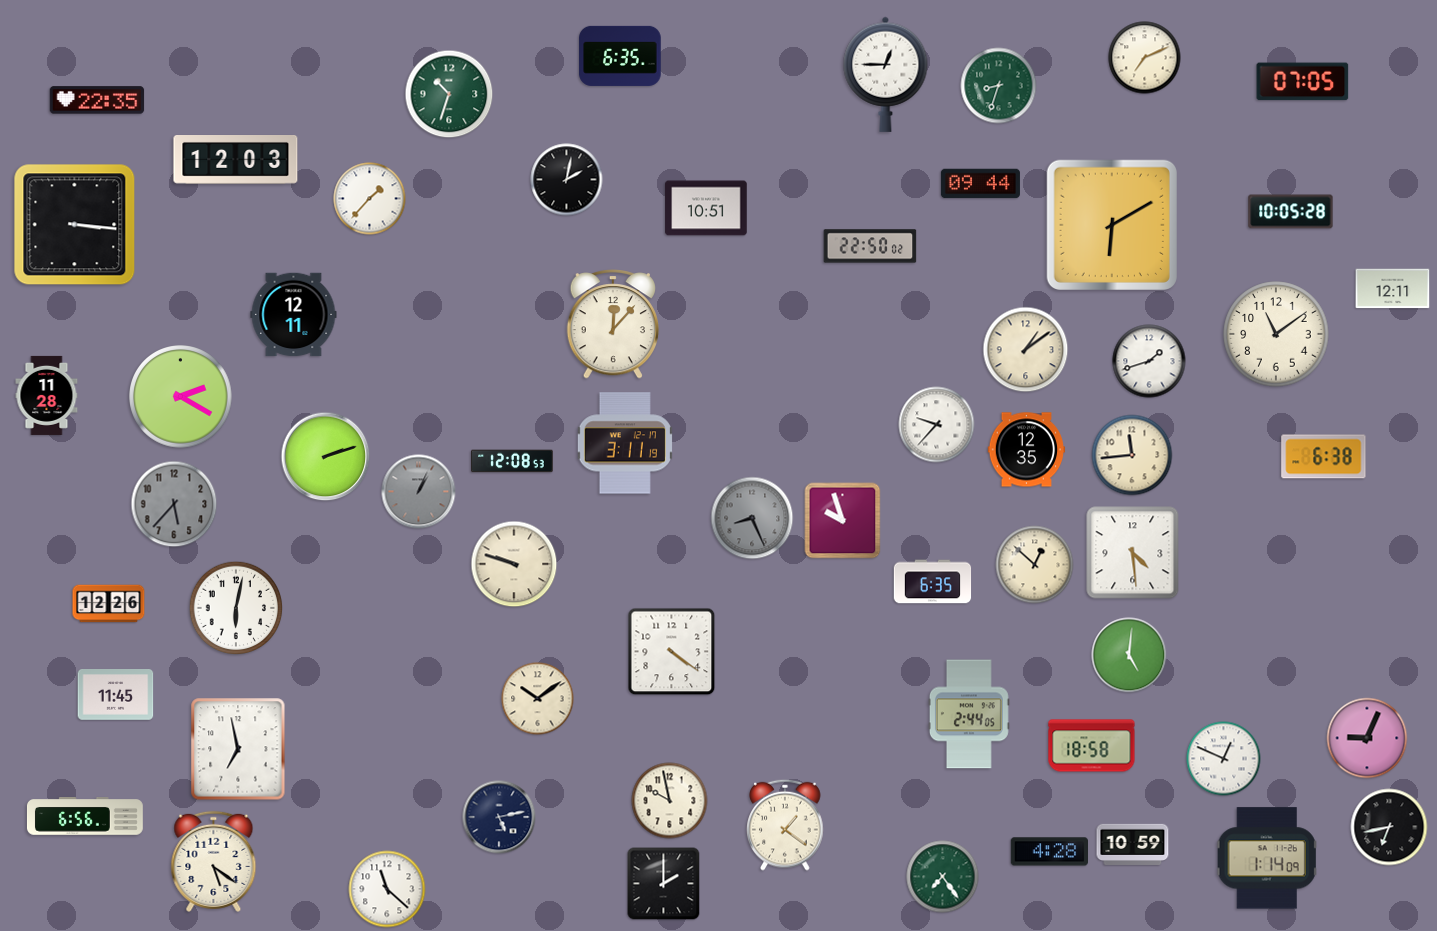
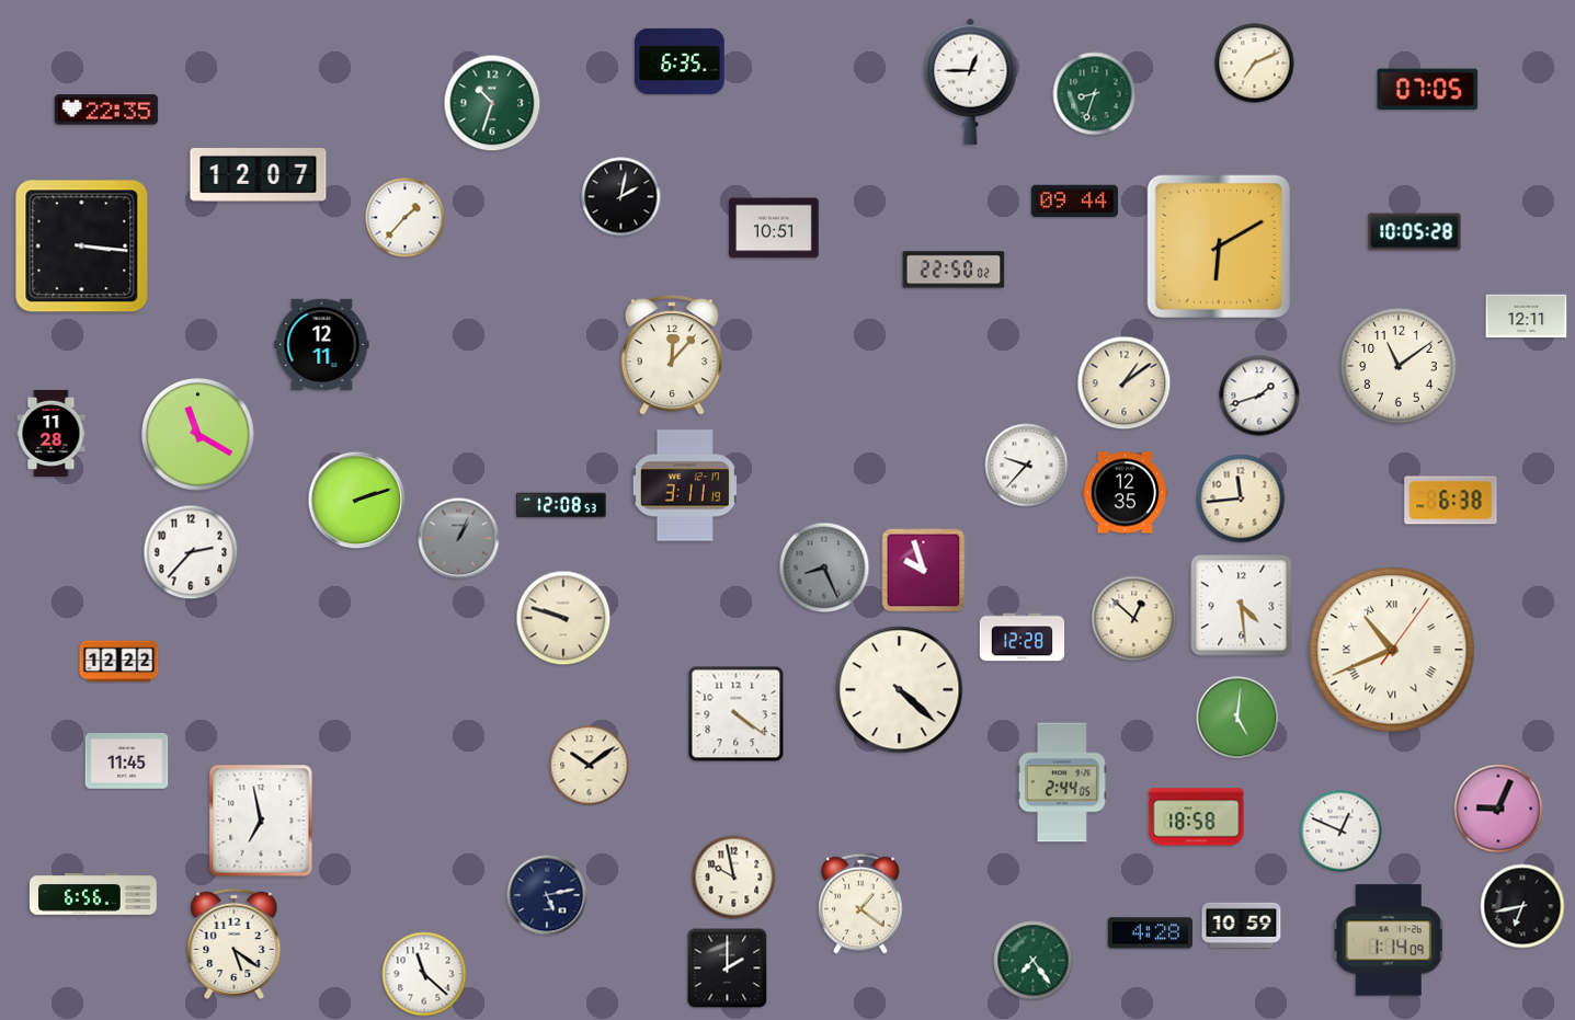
clock at (236, 160): 12:03 -> 12:07
clock at (181, 397): 2:20 -> 11:20
clock at (174, 504): 5:37 -> 2:37
clock at (174, 504) dial: grey -> white
clock at (933, 582): 6:35 -> 12:28
clock at (1392, 650): none -> 10:41
clock at (109, 604): 12:26 -> 12:22
clock at (236, 608): 6:02 -> none
clock at (900, 690): none -> 4:22
